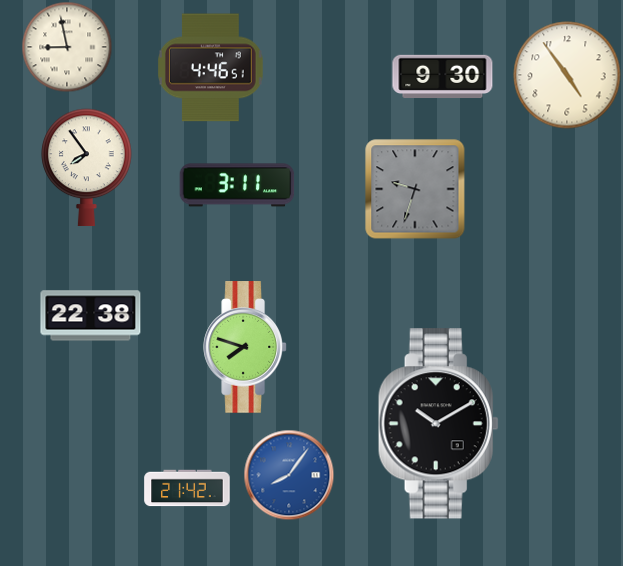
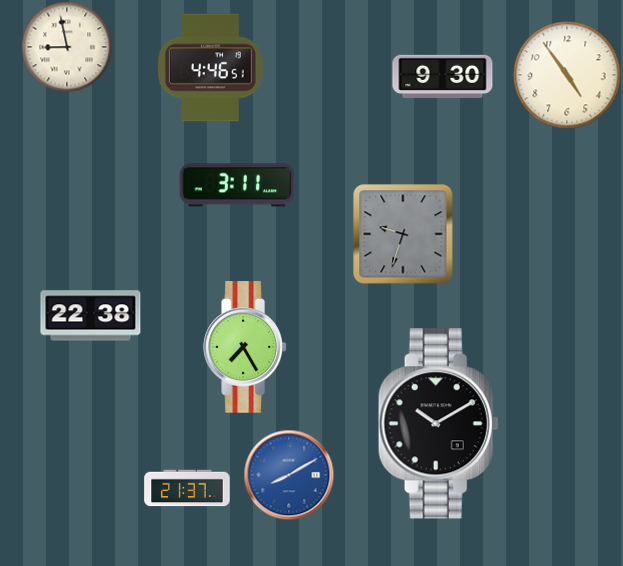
clock at (87, 168): 7:54 -> none
clock at (415, 189) position: (415, 189) -> (403, 234)
clock at (245, 347): 7:48 -> 7:25
clock at (289, 475): 8:06 -> 8:10
clock at (187, 488): 21:42 -> 21:37
